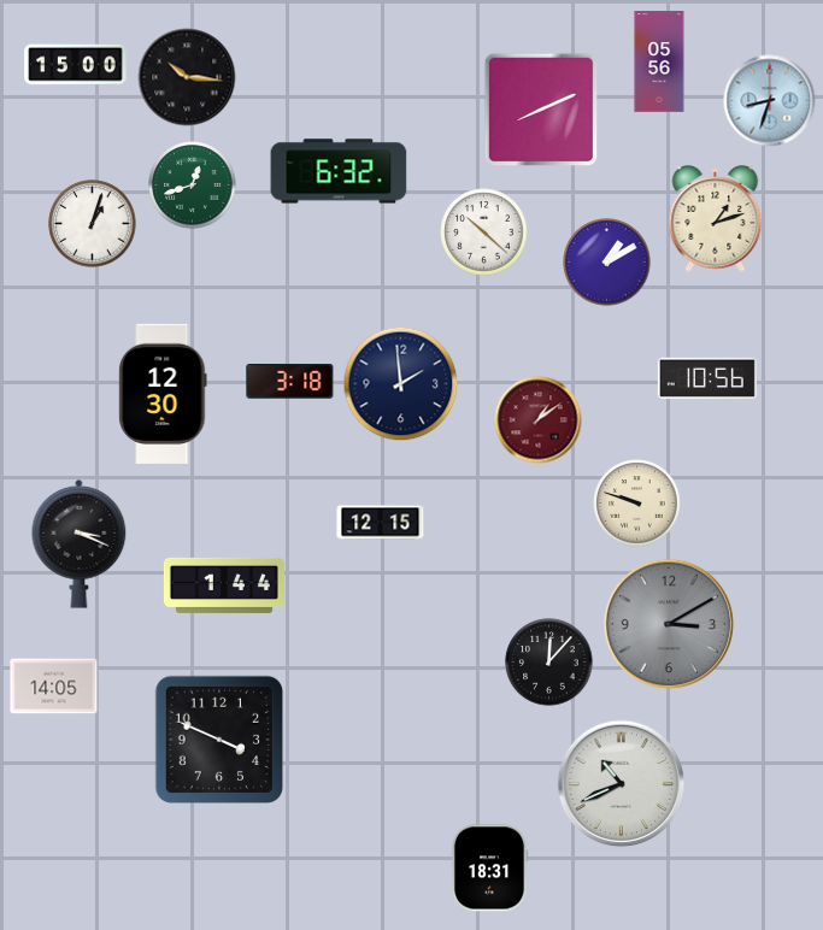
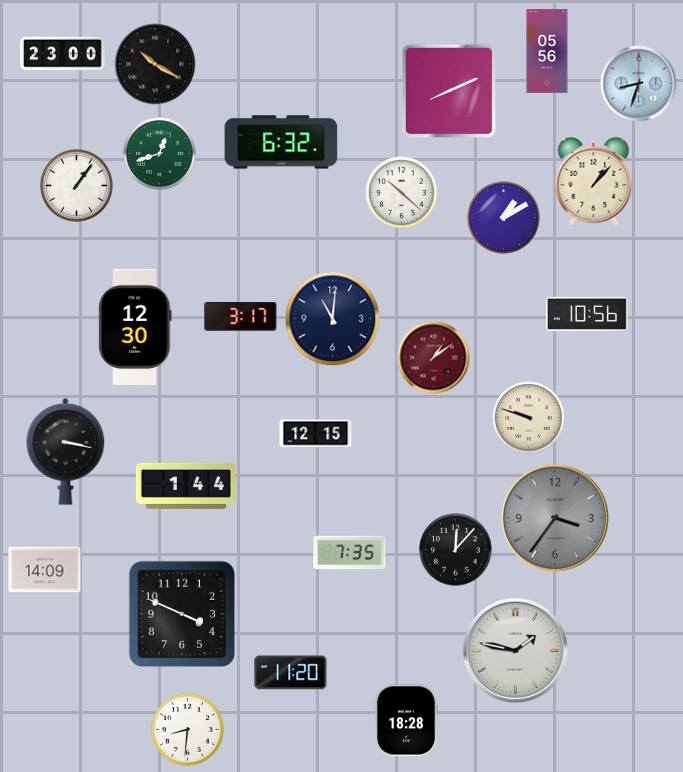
clock at (76, 65): 15:00 -> 23:00
clock at (187, 77): 10:16 -> 10:20
clock at (716, 219): 1:12 -> 1:07
clock at (93, 224): 1:03 -> 1:06
clock at (290, 382): 3:18 -> 3:17
clock at (401, 384): 1:59 -> 11:01
clock at (539, 420) position: (539, 420) -> (434, 358)
clock at (80, 543): 3:19 -> 3:17
clock at (669, 624): 3:10 -> 3:36
clock at (350, 553): none -> 7:35
clock at (54, 687): 14:05 -> 14:09
clock at (622, 784): 10:41 -> 1:47
clock at (291, 673): none -> 11:20
clock at (489, 869): 18:31 -> 18:28
clock at (188, 730): none -> 8:31
